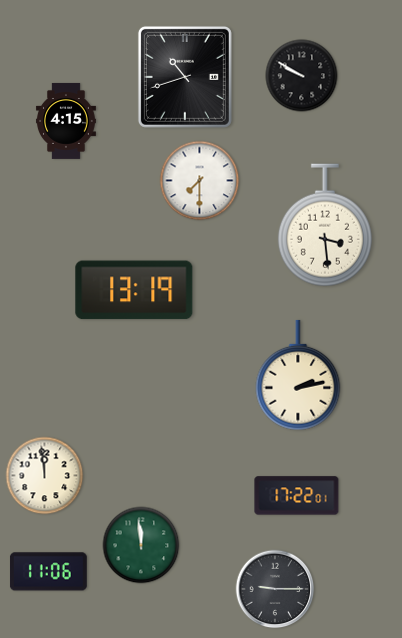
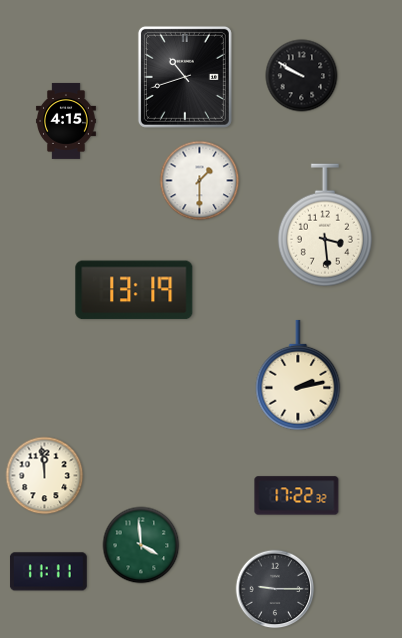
clock at (200, 181): 7:30 -> 1:30
clock at (297, 496): 17:22:01 -> 17:22:32
clock at (141, 545): 11:59 -> 3:59
clock at (48, 572): 11:06 -> 11:11
